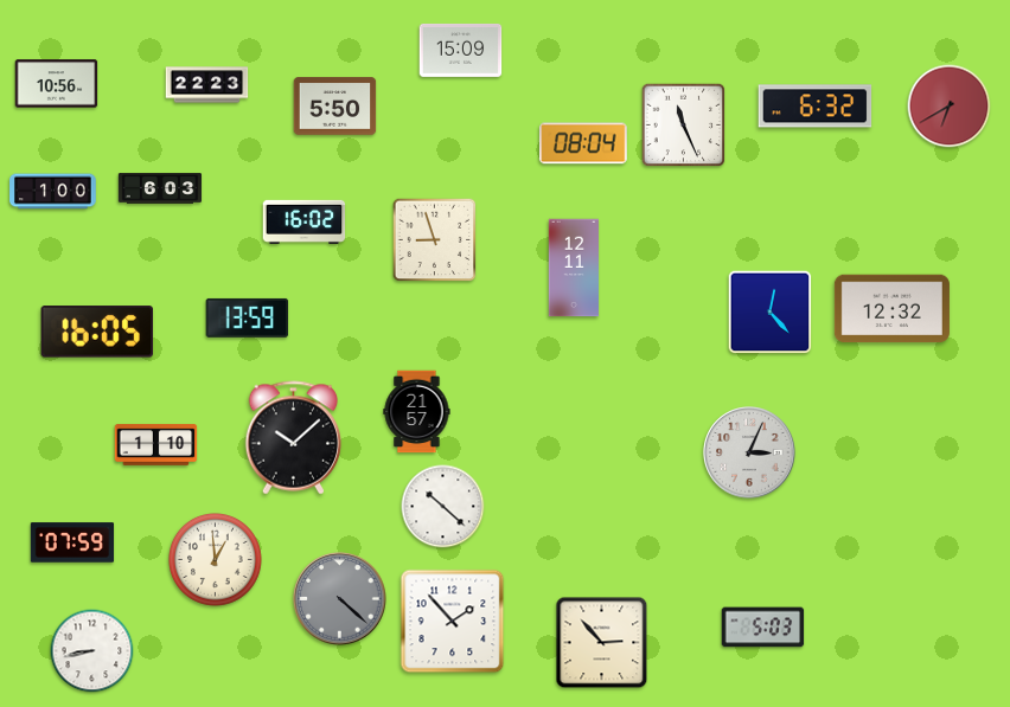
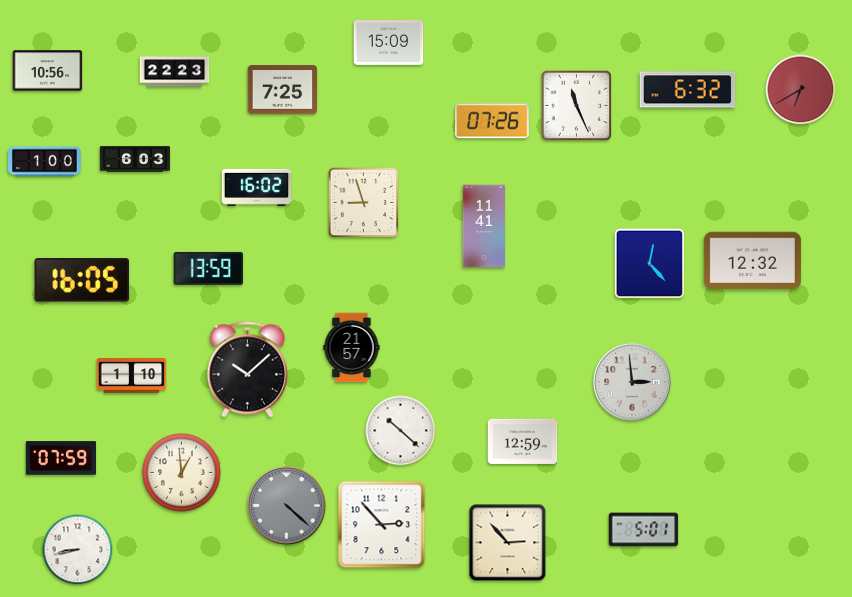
clock at (335, 107): 5:50 -> 7:25
clock at (583, 143): 08:04 -> 07:26
clock at (435, 240) position: (435, 240) -> (364, 203)
clock at (573, 268): 12:11 -> 11:41
clock at (749, 452): 3:04 -> 2:59
clock at (443, 507) position: (443, 507) -> (401, 431)
clock at (523, 441): none -> 12:59
clock at (453, 622): 1:53 -> 2:53
clock at (763, 628): 5:03 -> 5:01
